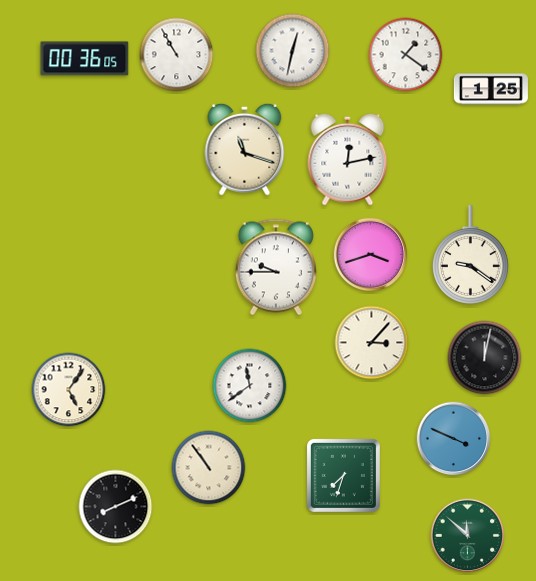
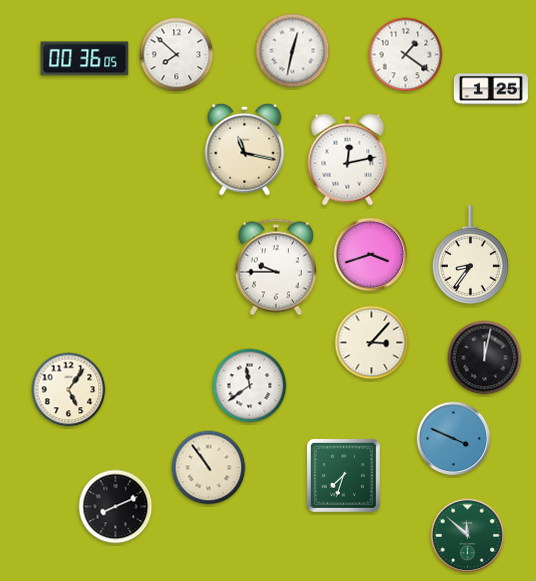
clock at (177, 55): 10:55 -> 7:52
clock at (245, 149): 11:18 -> 11:17
clock at (470, 255): 9:21 -> 8:36
